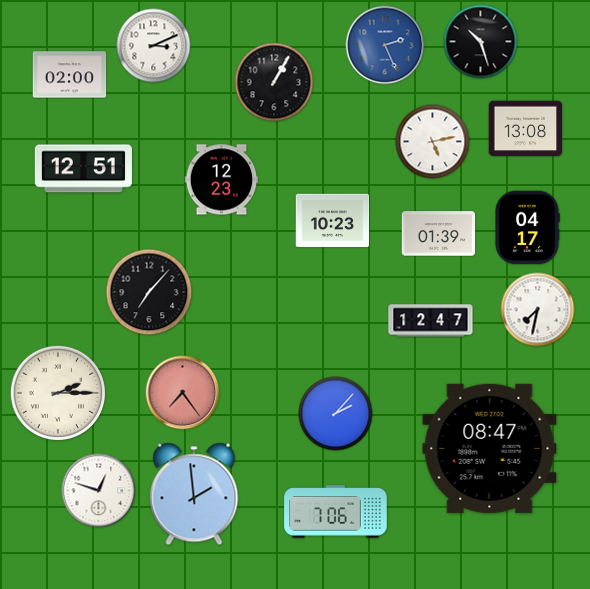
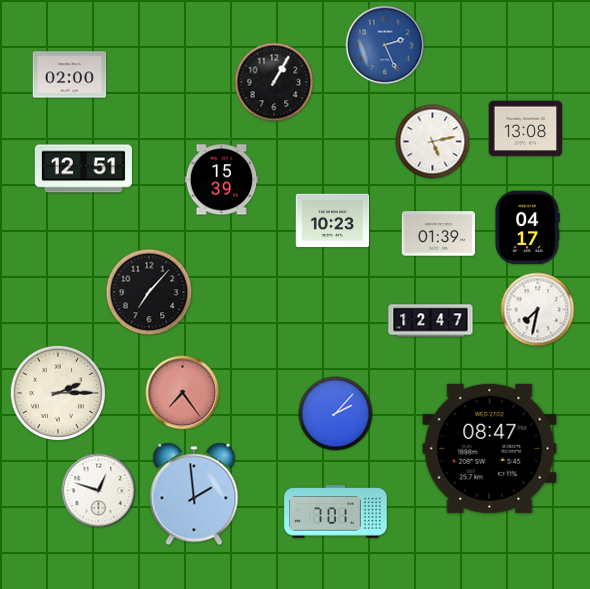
clock at (481, 42): 10:27 -> none
clock at (154, 46): 3:11 -> none
clock at (222, 180): 12:23 -> 15:39
clock at (336, 512): 7:06 -> 7:01
